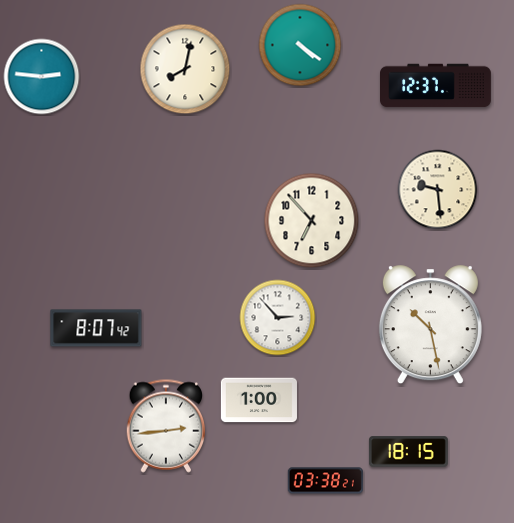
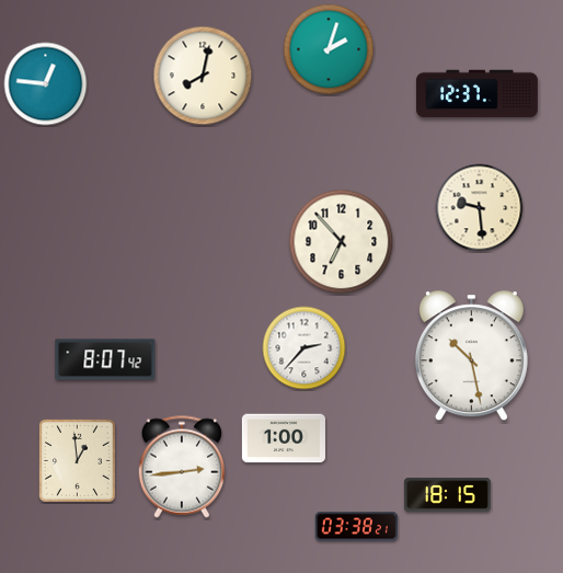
clock at (300, 45): 4:21 -> 2:03
clock at (42, 77): 2:46 -> 12:46
clock at (278, 318): 2:53 -> 2:37
clock at (77, 460): none -> 12:59
